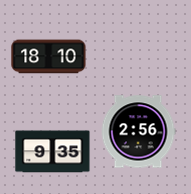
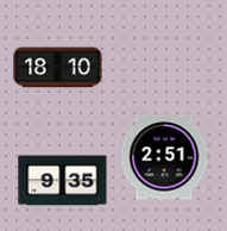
clock at (138, 132): 2:56 -> 2:51
